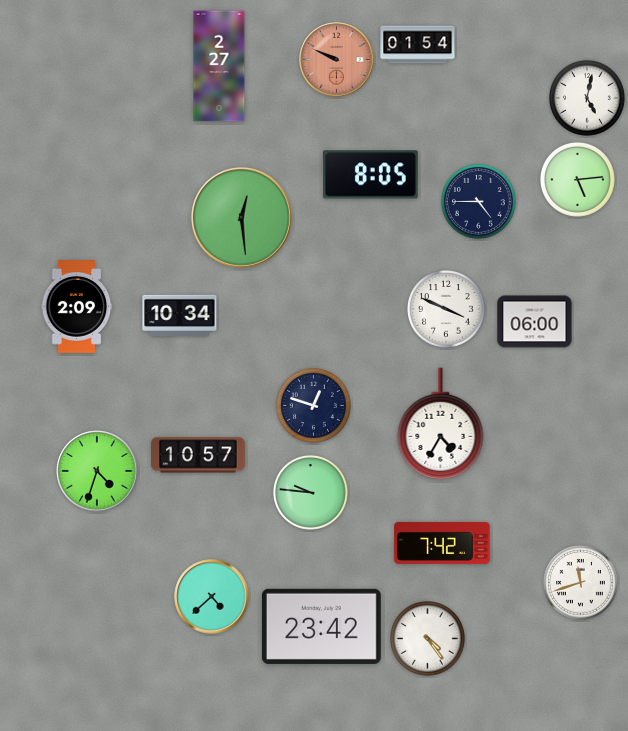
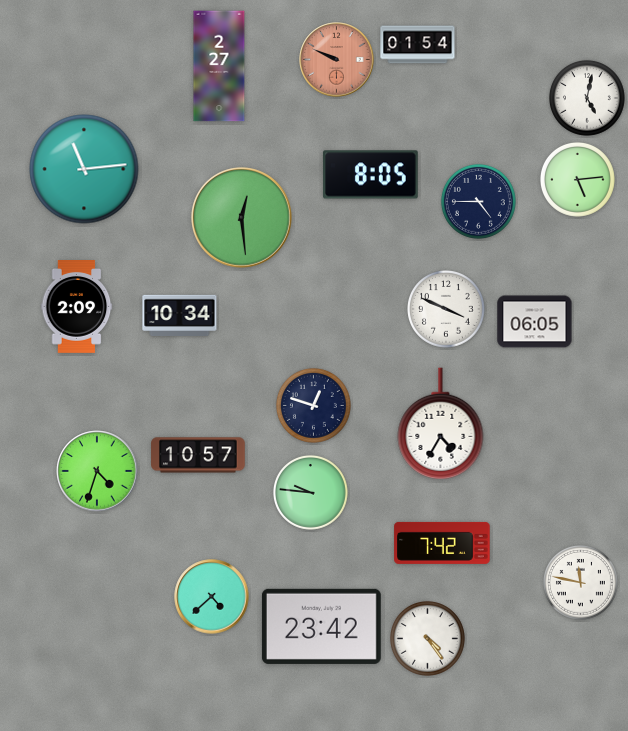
clock at (84, 169): none -> 11:14
clock at (535, 322): 06:00 -> 06:05
clock at (580, 582): 11:42 -> 11:47
